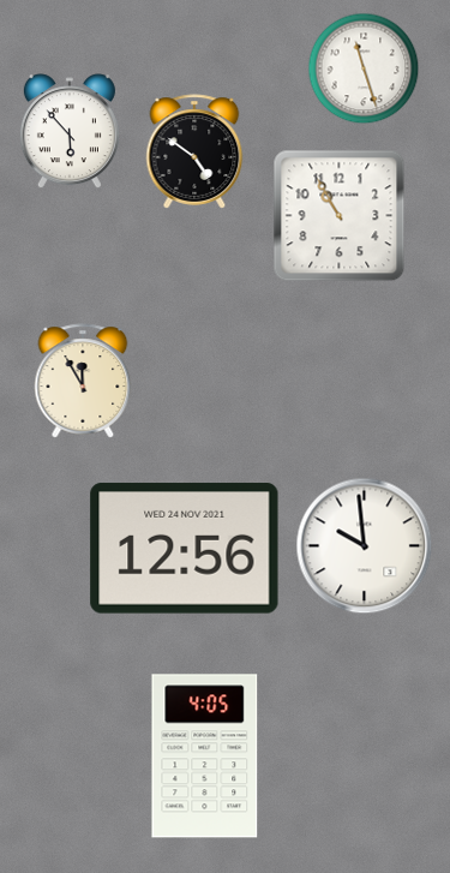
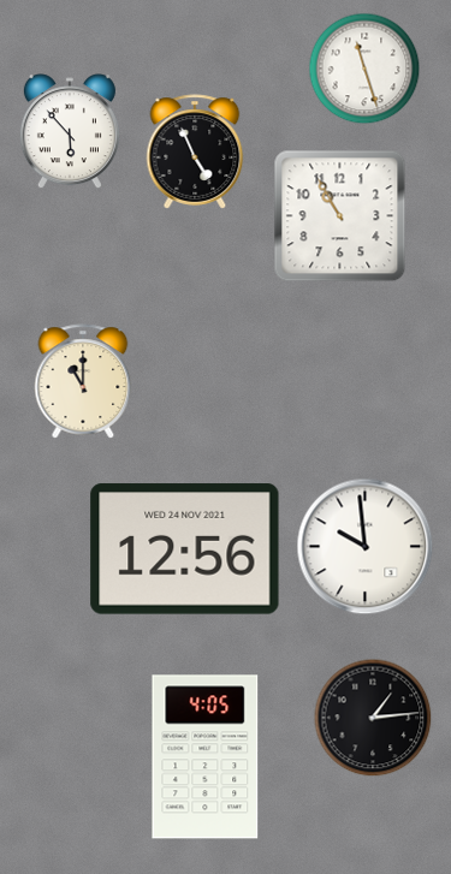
clock at (194, 151): 4:51 -> 4:56
clock at (83, 381): 11:55 -> 11:00
clock at (373, 718): none -> 1:14
